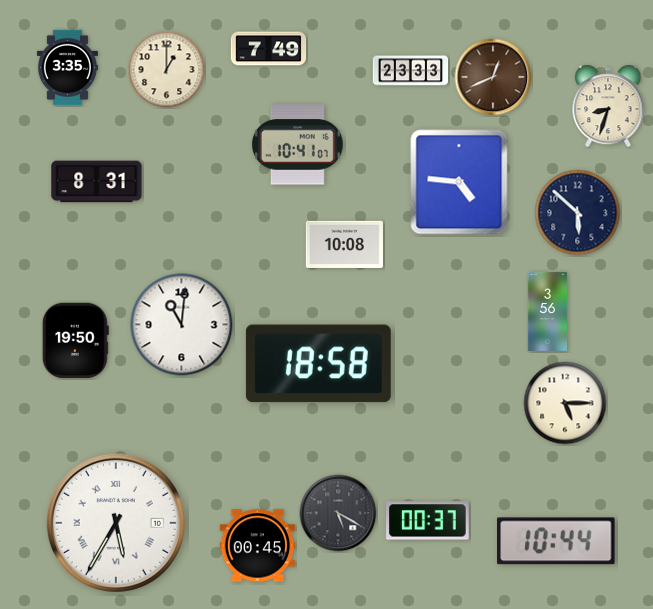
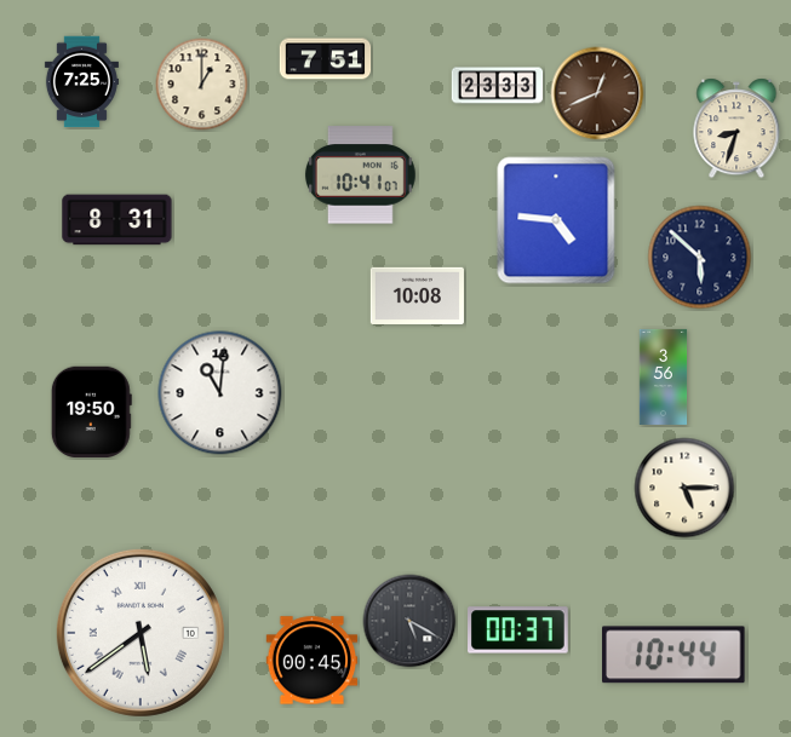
clock at (269, 49): 7:49 -> 7:51
clock at (67, 68): 3:35 -> 7:25
clock at (318, 364): 18:58 -> none
clock at (116, 523): 5:35 -> 5:39
